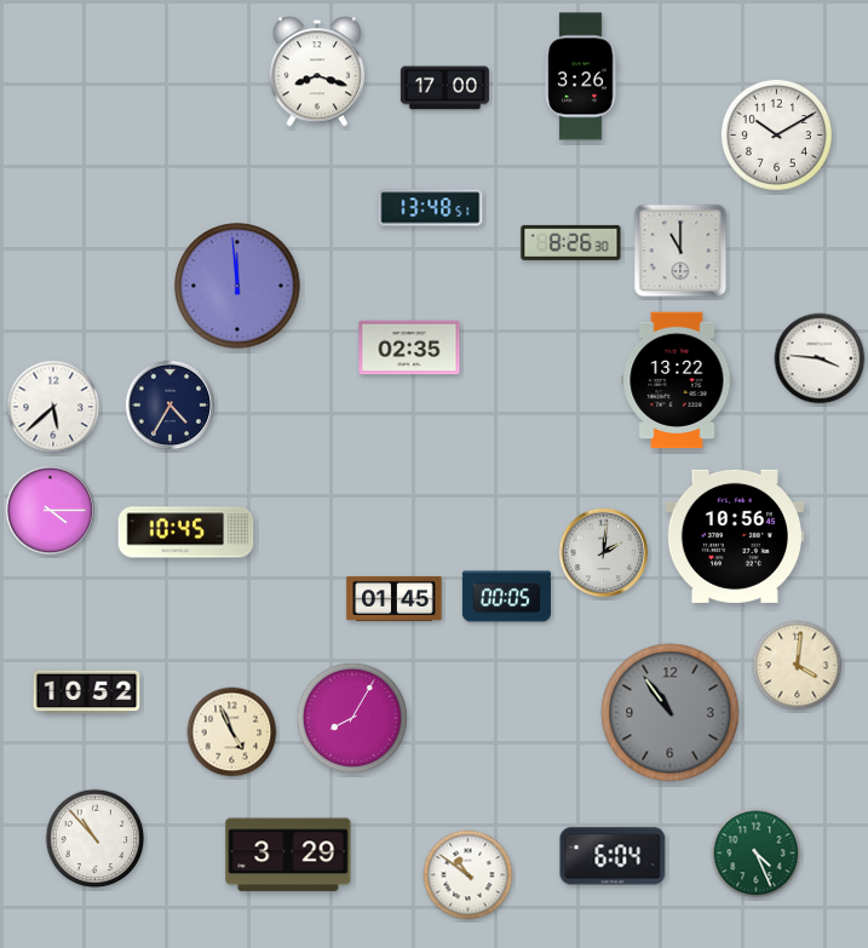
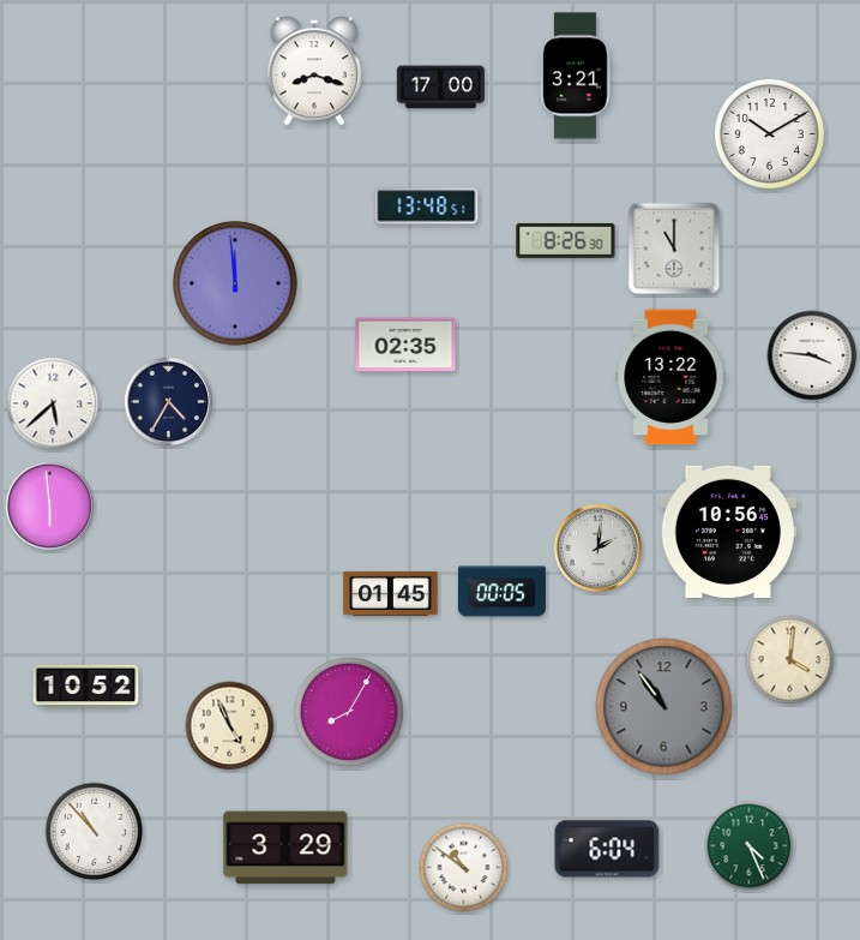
clock at (581, 76): 3:26 -> 3:21
clock at (51, 511): 4:15 -> 5:59
clock at (186, 533): 10:45 -> none
